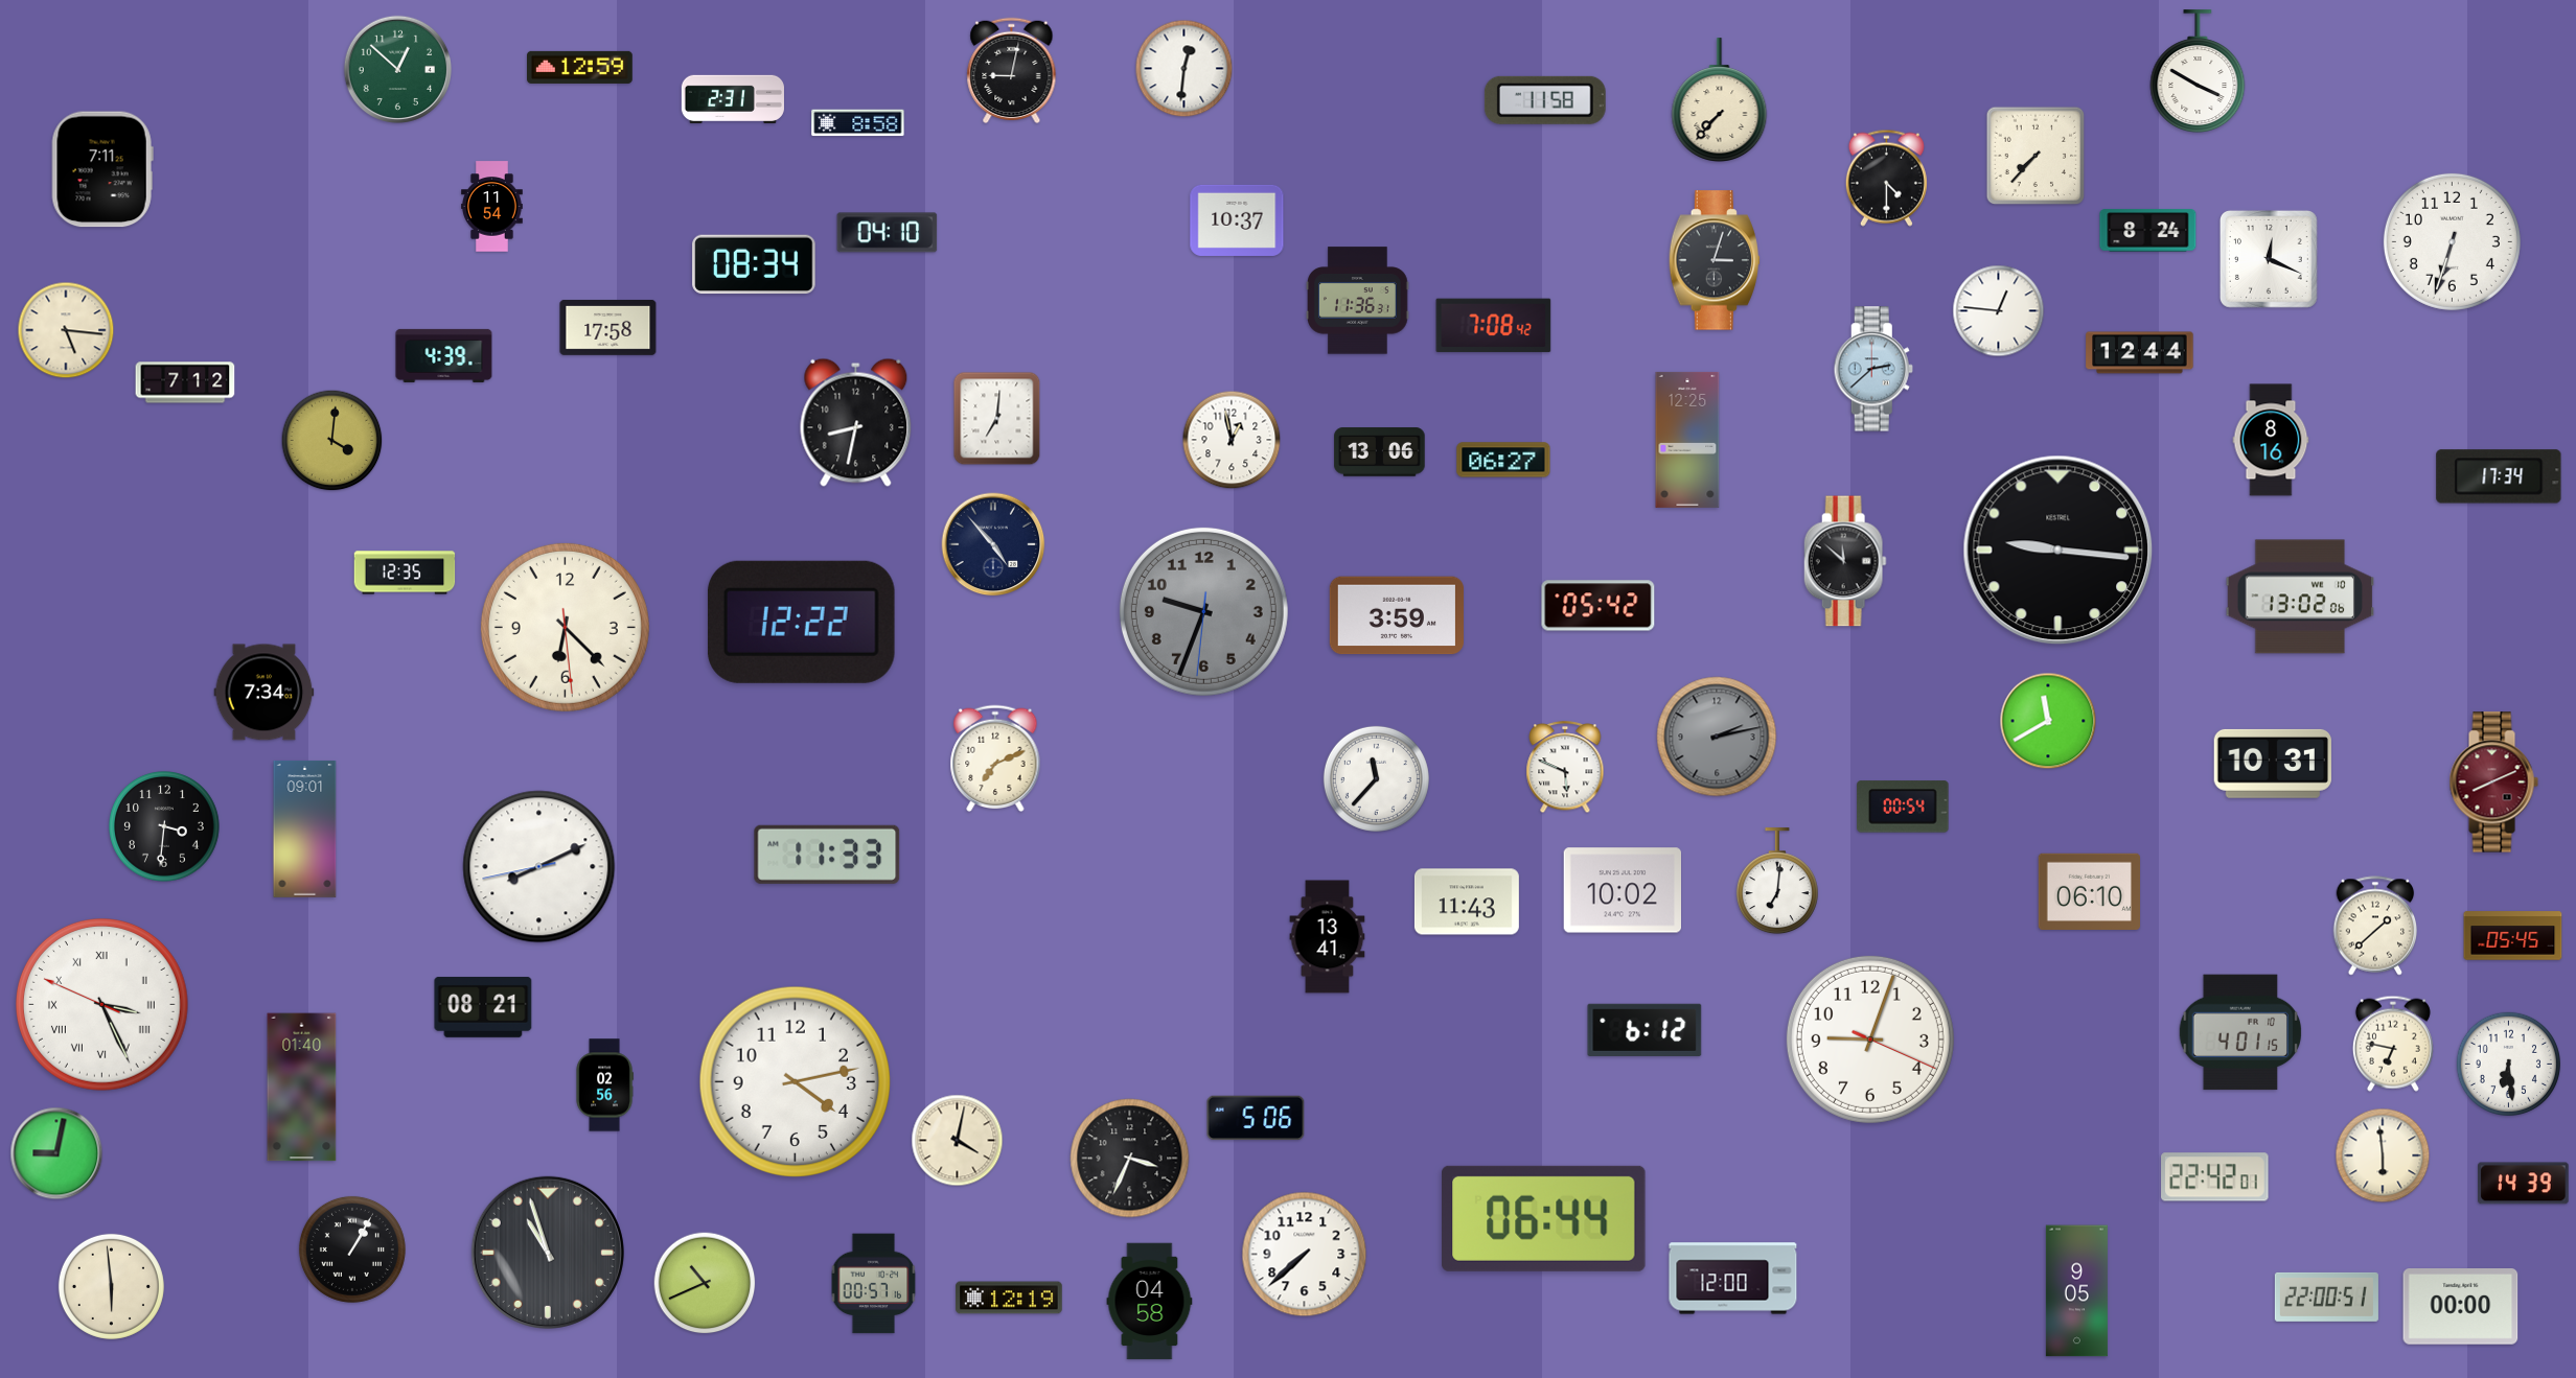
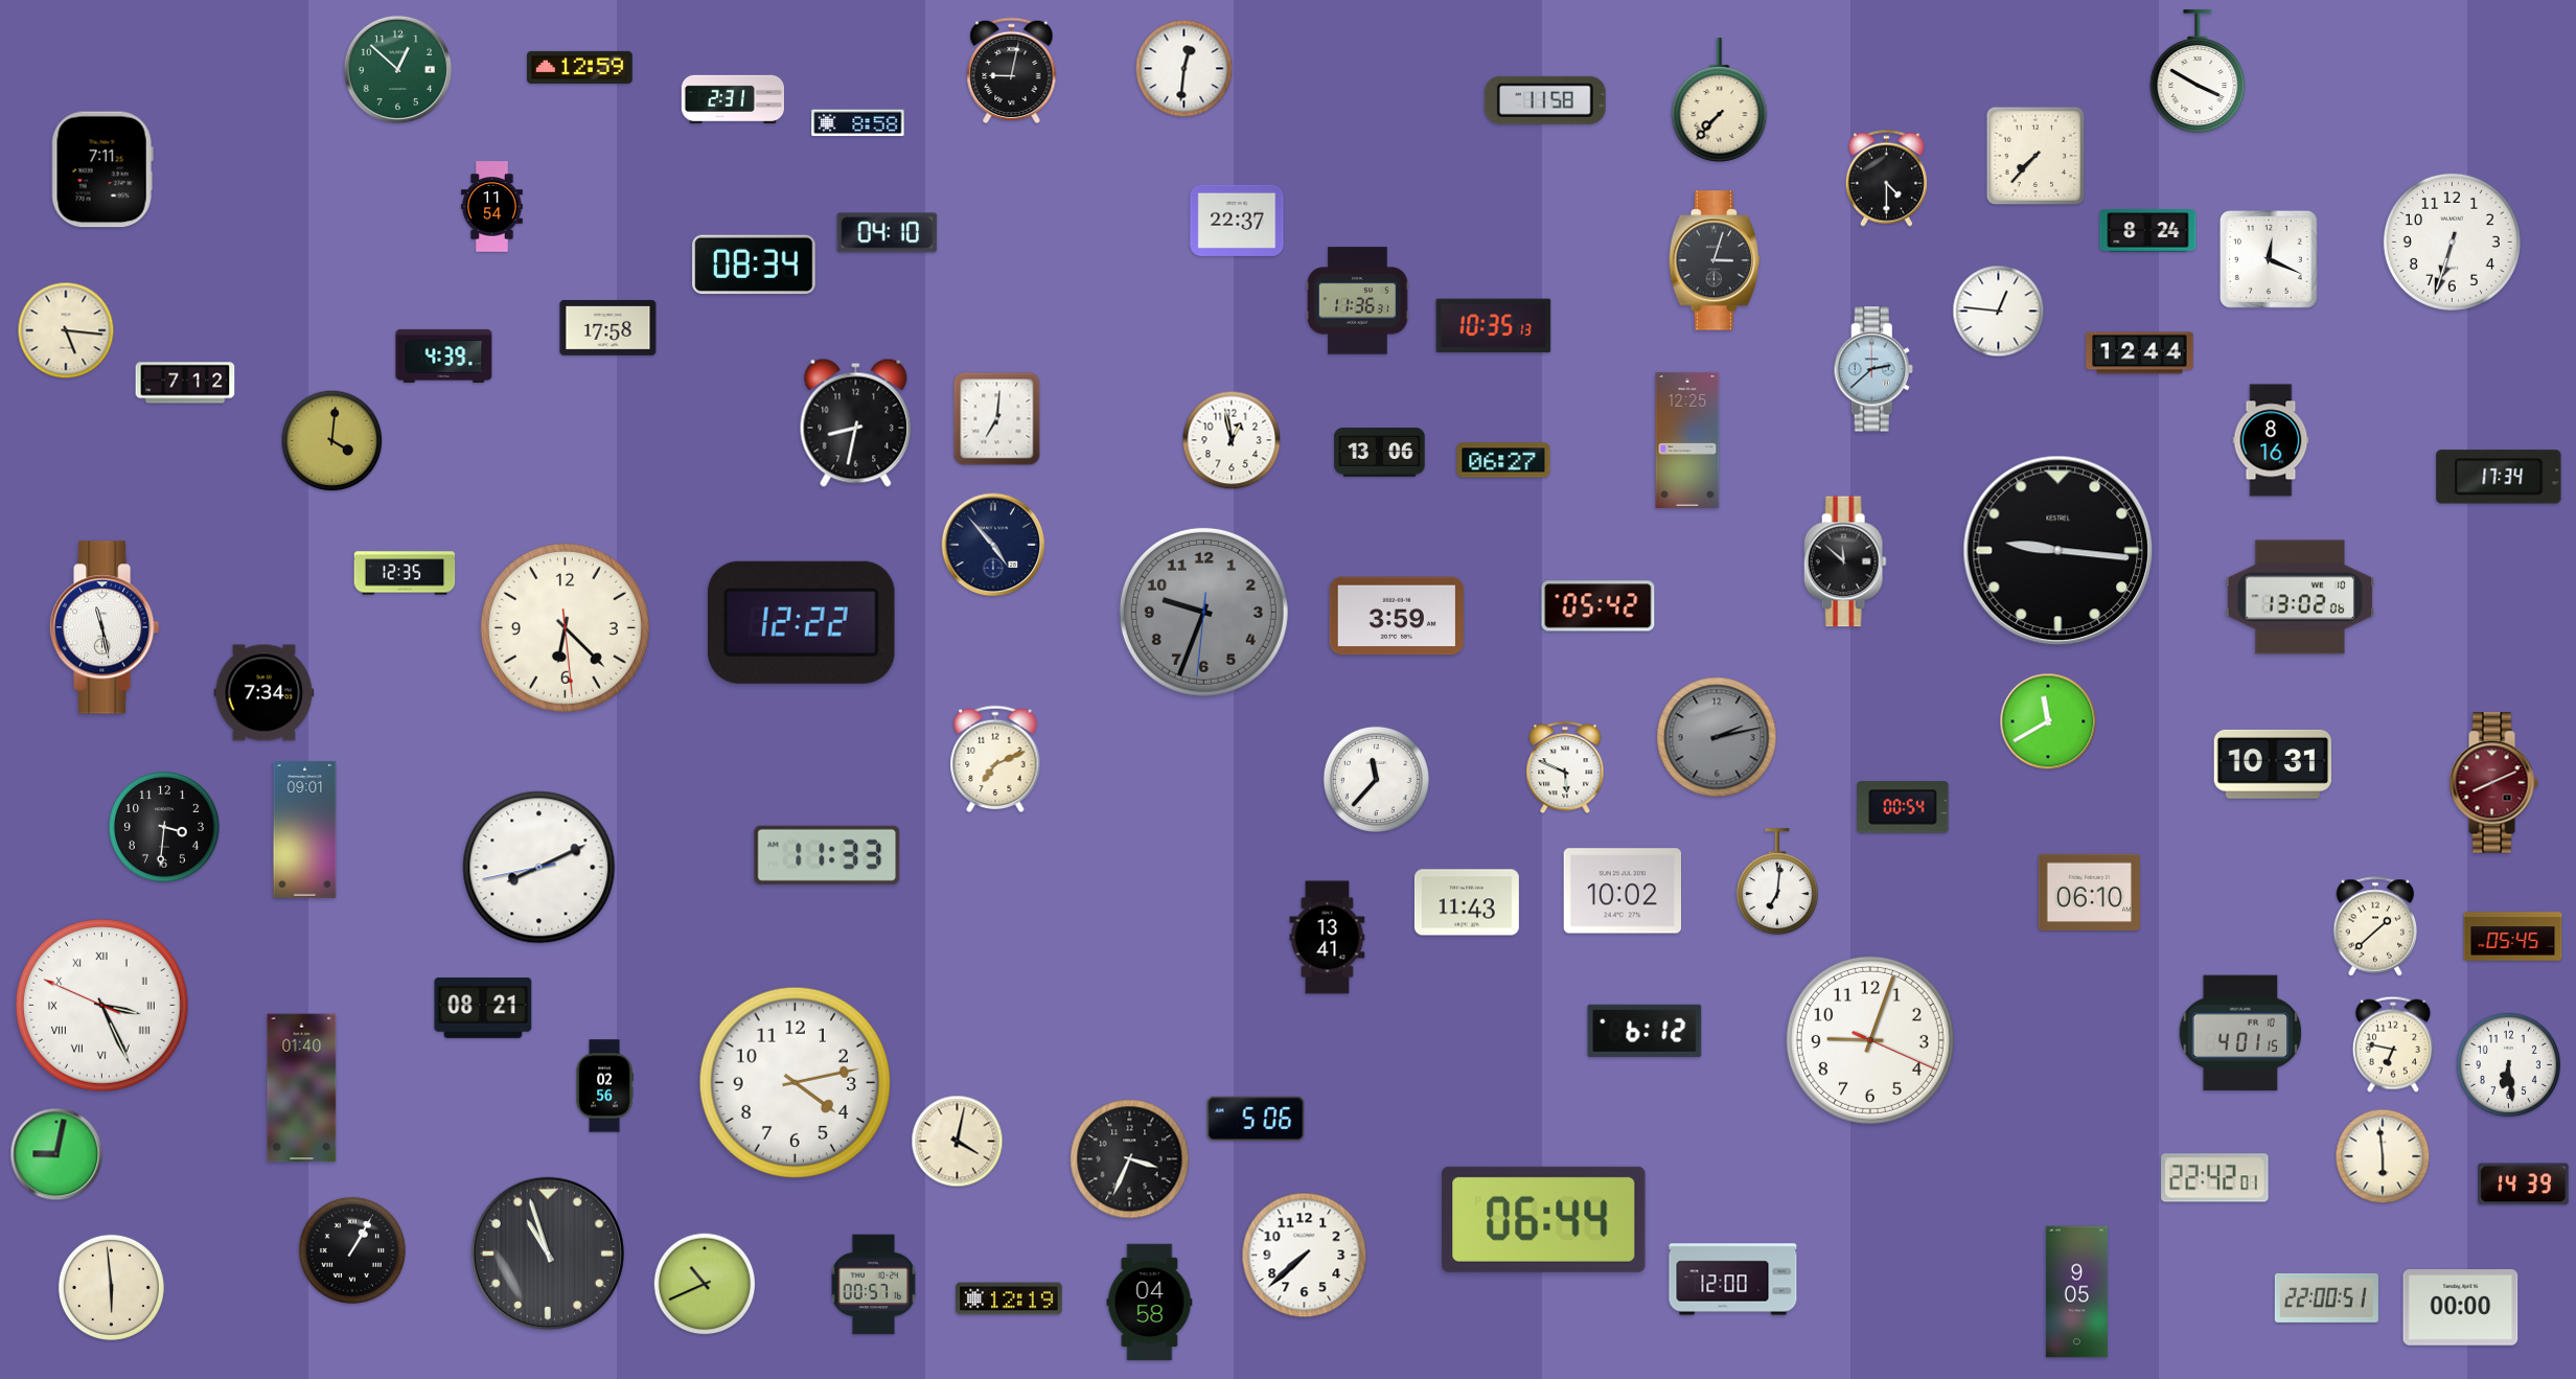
clock at (1237, 220): 10:37 -> 22:37
clock at (1494, 326): 7:08 -> 10:35
clock at (105, 627): none -> 11:28
